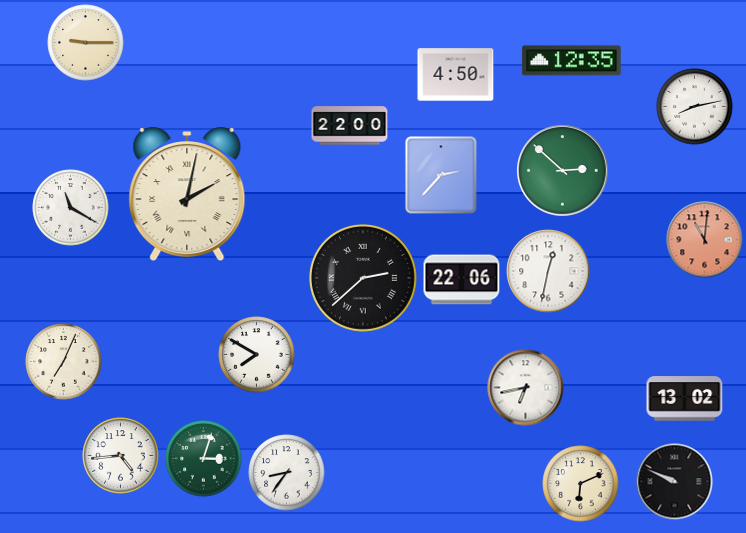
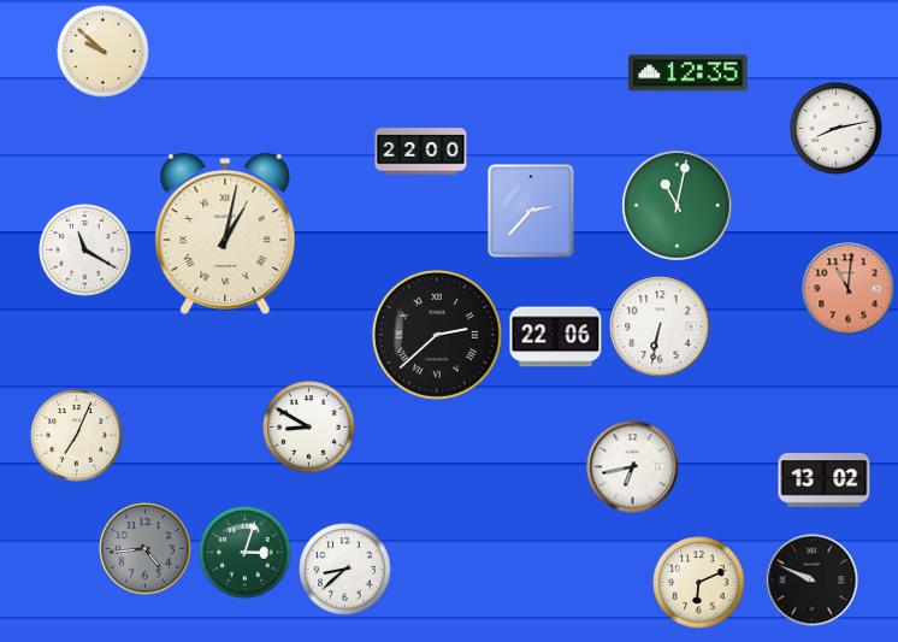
clock at (86, 43): 9:15 -> 9:52
clock at (456, 75): 4:50 -> none
clock at (563, 171): 2:52 -> 11:02
clock at (187, 194): 2:02 -> 1:02
clock at (548, 271): 12:32 -> 6:32
clock at (257, 355): 7:50 -> 8:50
clock at (121, 456) dial: white -> grey
clock at (287, 473): 8:36 -> 8:38
